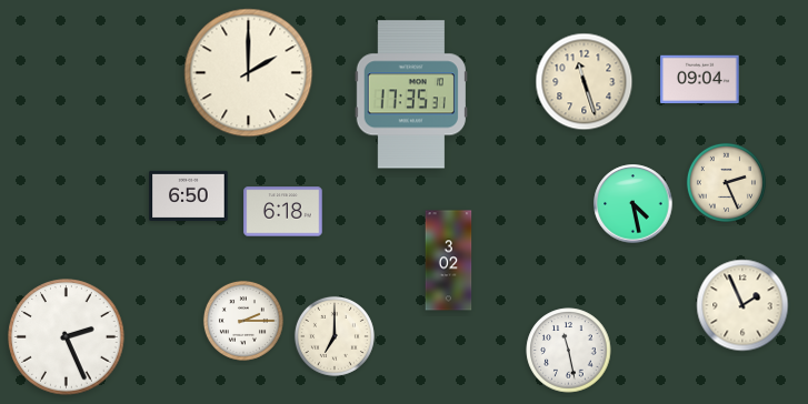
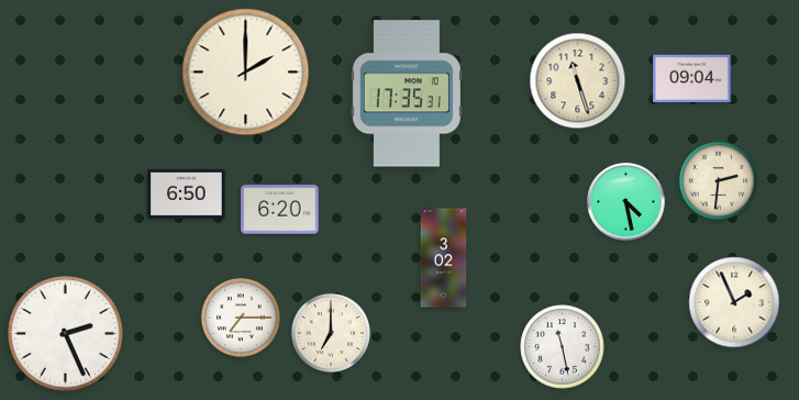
clock at (726, 182): 2:26 -> 2:31
clock at (283, 212): 6:18 -> 6:20
clock at (243, 321): 2:15 -> 7:15
